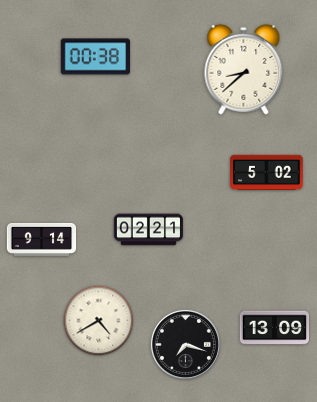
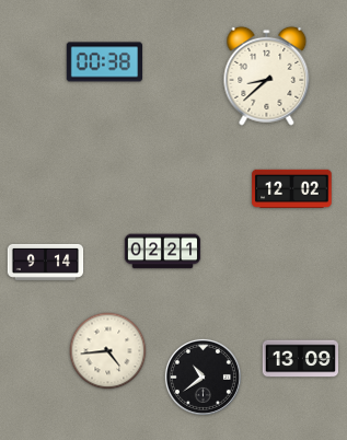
clock at (267, 173): 5:02 -> 12:02
clock at (99, 321): 4:40 -> 4:44
clock at (185, 344): 7:18 -> 10:39
